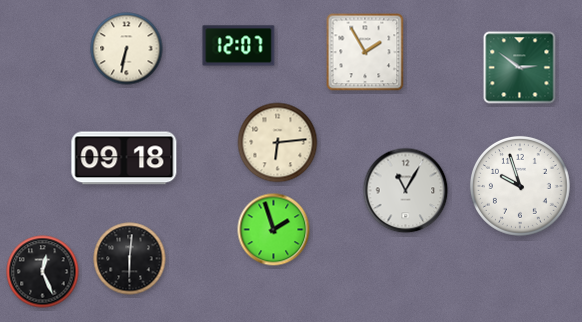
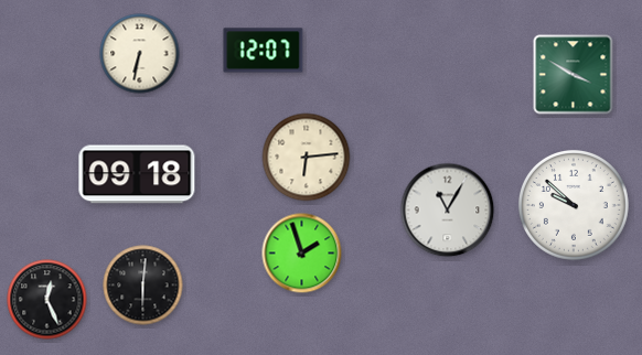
clock at (365, 52): 1:55 -> none
clock at (520, 68): 2:51 -> 3:50
clock at (520, 186): 9:57 -> 9:52
